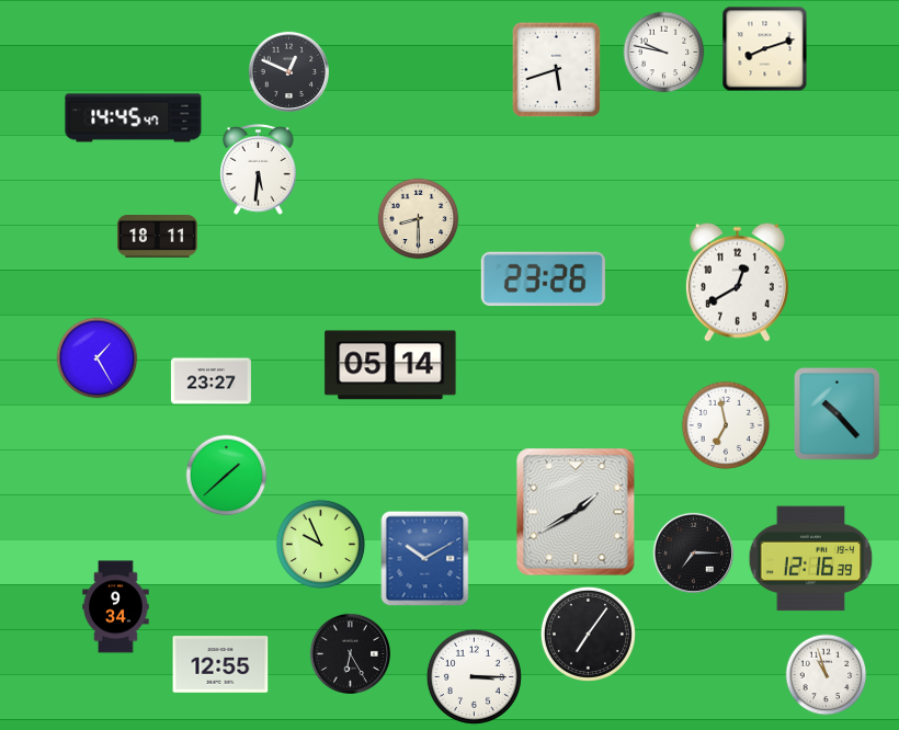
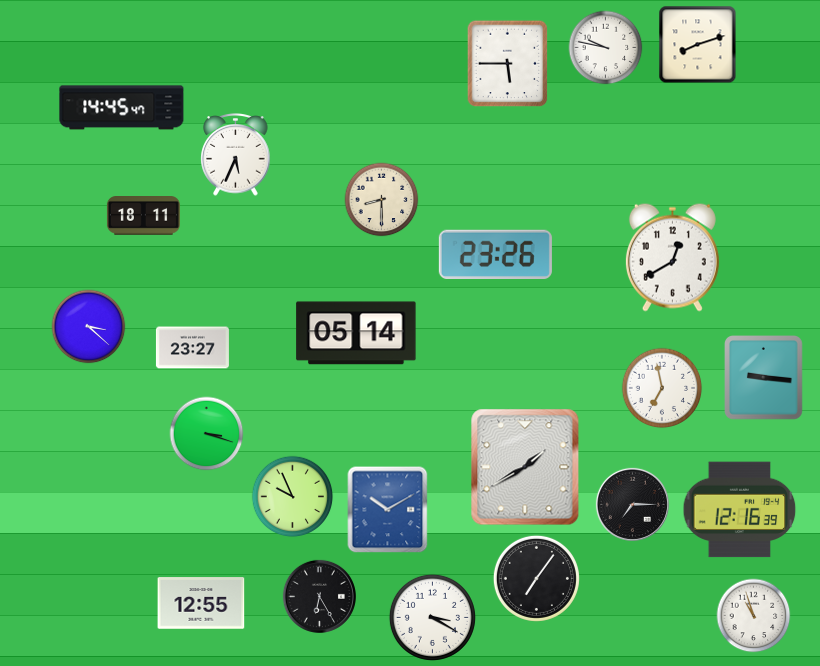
clock at (557, 70): 5:42 -> 5:45
clock at (288, 71): 12:49 -> none
clock at (259, 170): 5:31 -> 5:34
clock at (98, 358): 1:25 -> 3:22
clock at (838, 414): 10:23 -> 9:16
clock at (227, 476): 1:38 -> 3:18
clock at (116, 607): 9:34 -> none
clock at (220, 664) position: (220, 664) -> (201, 603)
clock at (474, 676): 3:15 -> 3:20
